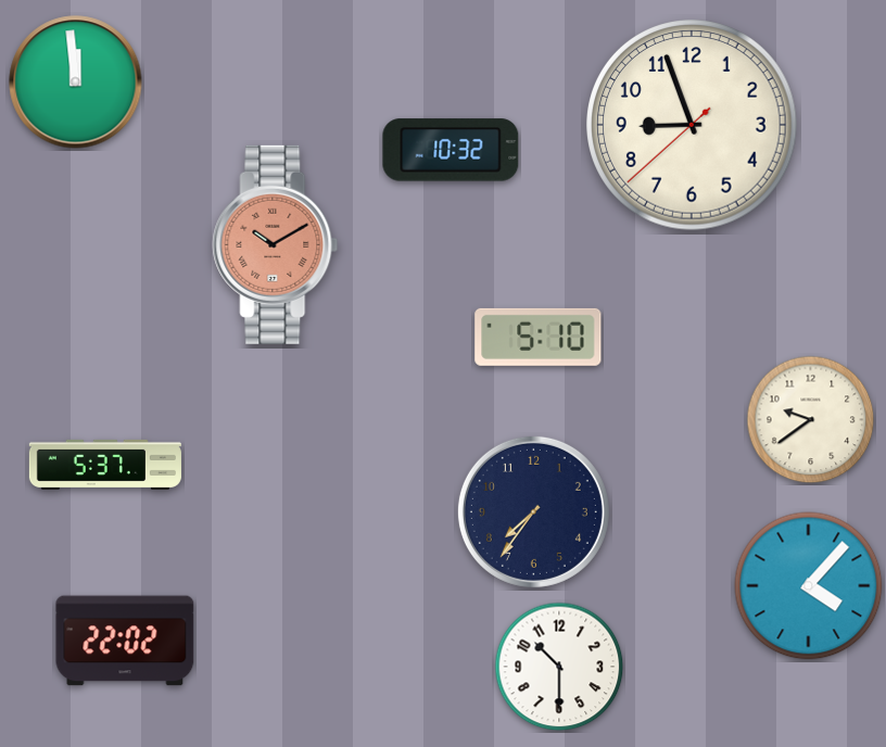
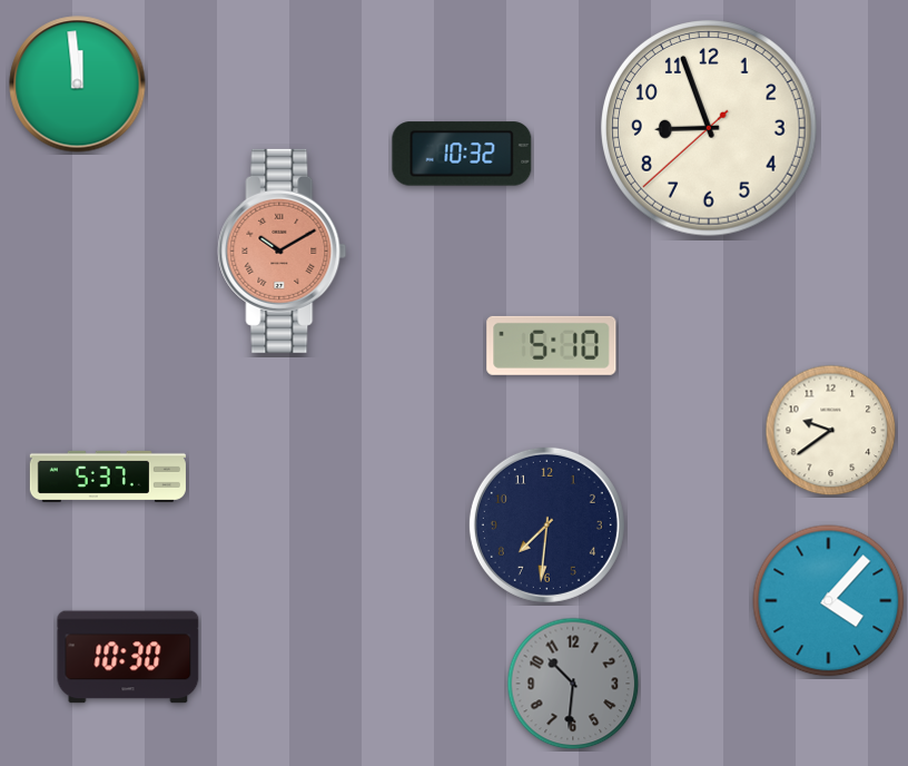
clock at (533, 511): 7:36 -> 7:31
clock at (125, 641): 22:02 -> 10:30
clock at (559, 667): 10:30 -> 10:31
clock at (559, 667) dial: white -> grey
